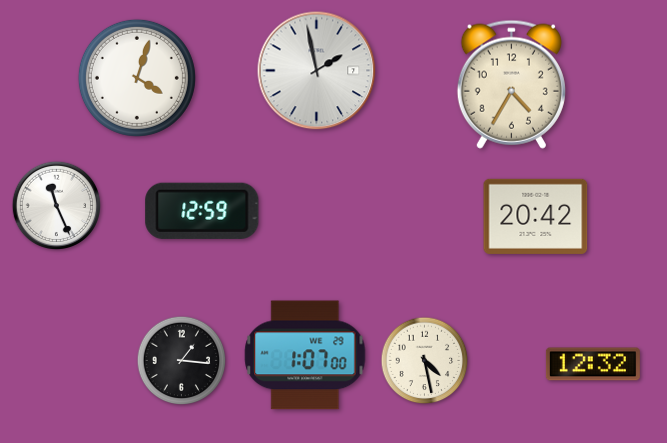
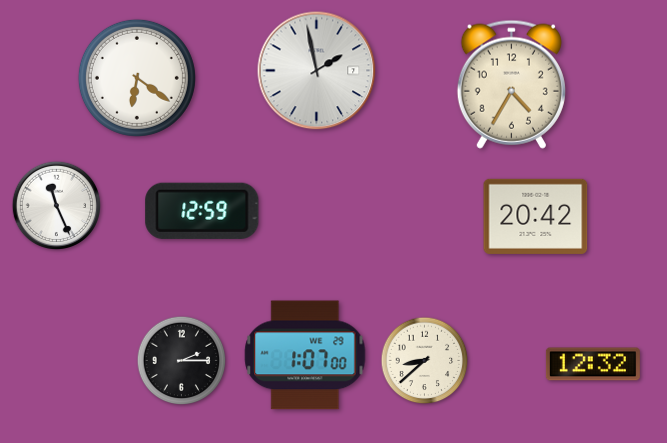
clock at (137, 78): 4:03 -> 6:21
clock at (182, 361): 1:16 -> 2:15
clock at (425, 361): 4:28 -> 8:38
